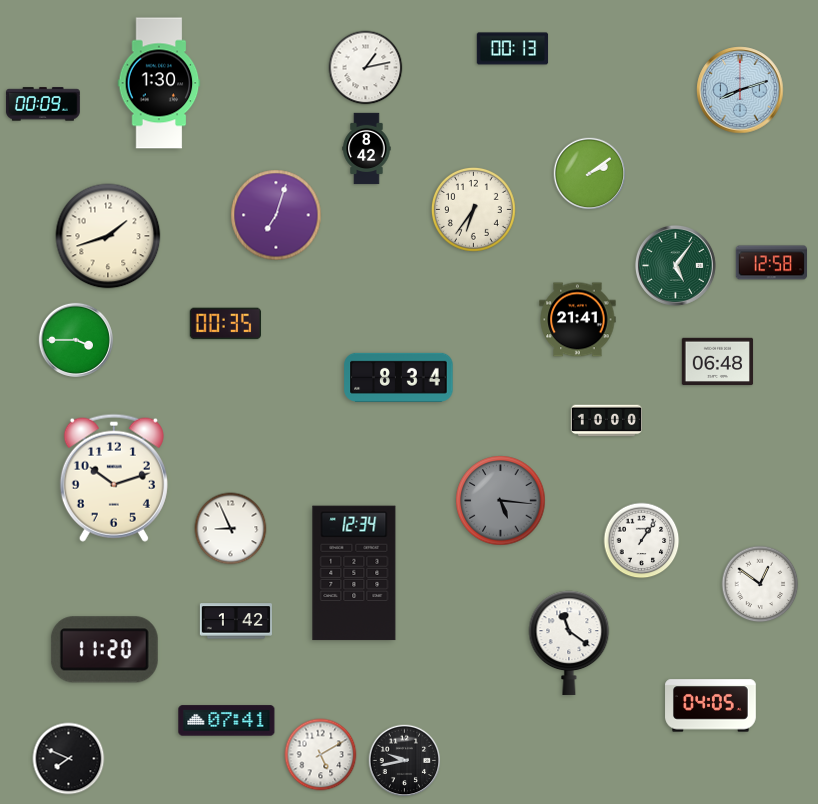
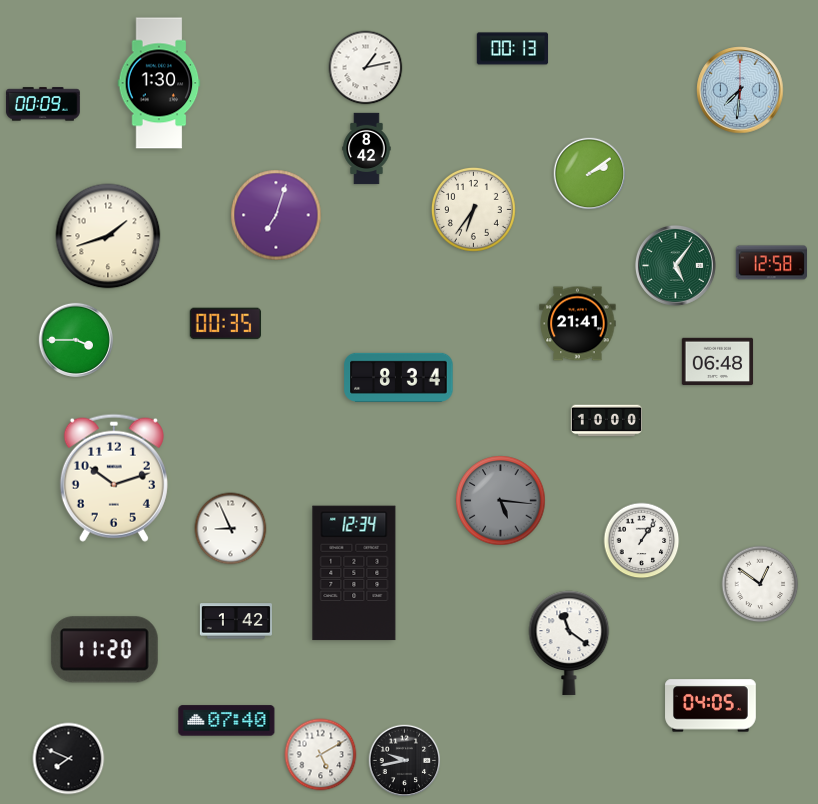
clock at (740, 90): 8:12 -> 7:31
clock at (578, 320) position: (578, 320) -> (578, 324)
clock at (227, 721): 07:41 -> 07:40
